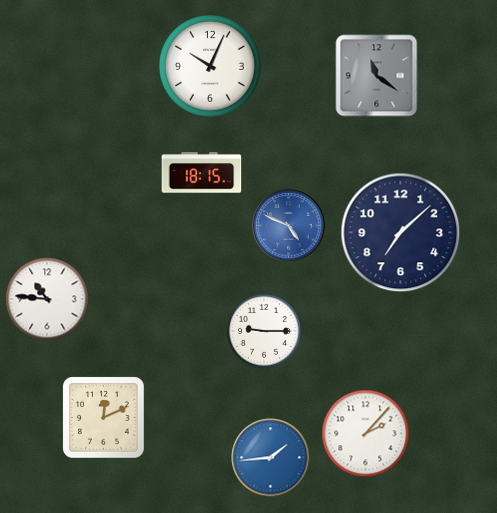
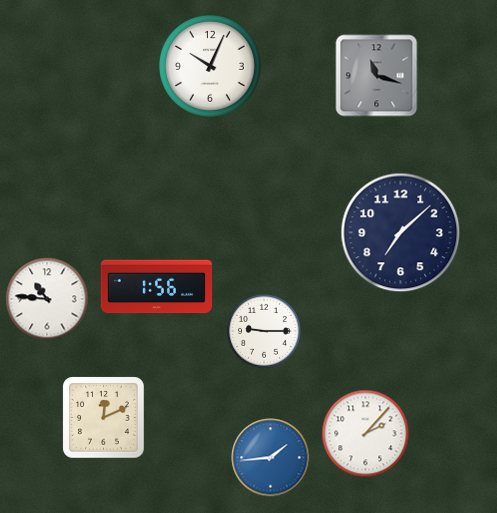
clock at (377, 76): 11:21 -> 11:18
clock at (202, 173): 18:15 -> none
clock at (289, 226): 4:49 -> none
clock at (157, 287): none -> 1:56
